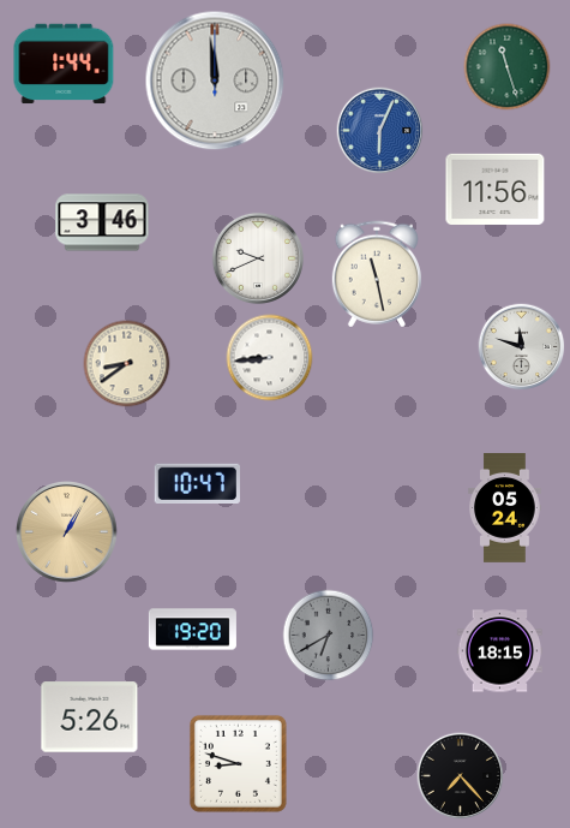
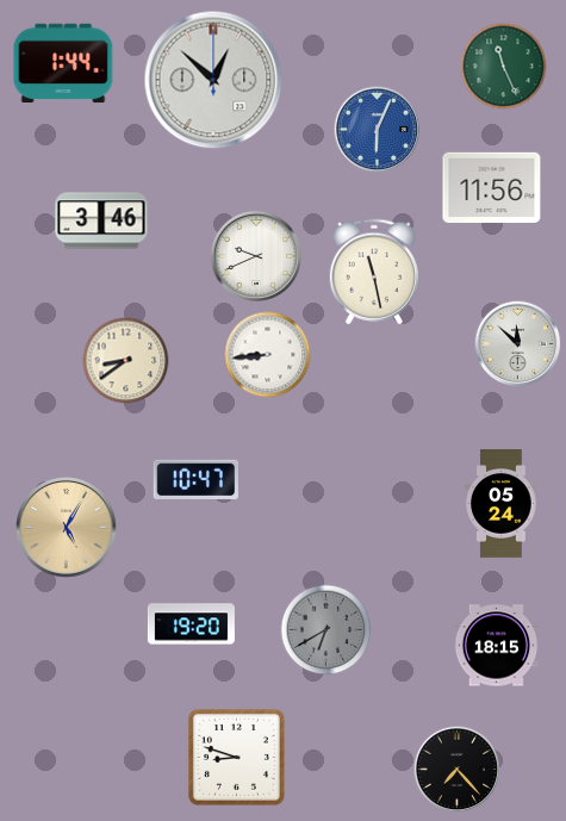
clock at (508, 67): 11:27 -> 11:26
clock at (215, 81): 11:59 -> 12:52
clock at (522, 347): 11:48 -> 11:52
clock at (67, 532): 1:05 -> 5:05
clock at (90, 717): 5:26 -> none
